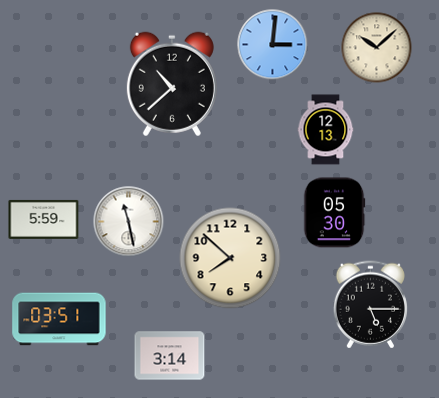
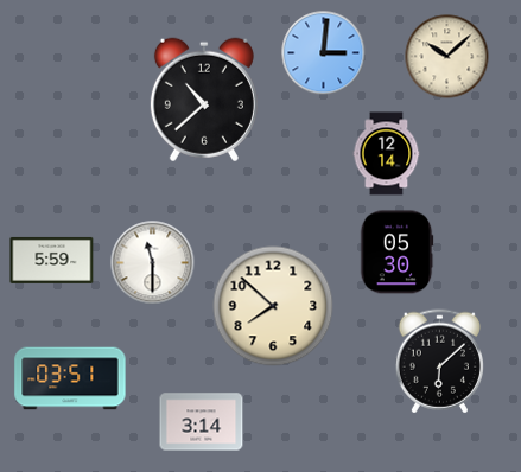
clock at (326, 130): 12:13 -> 12:14
clock at (129, 222): 11:28 -> 11:30
clock at (370, 305): 5:15 -> 6:08
